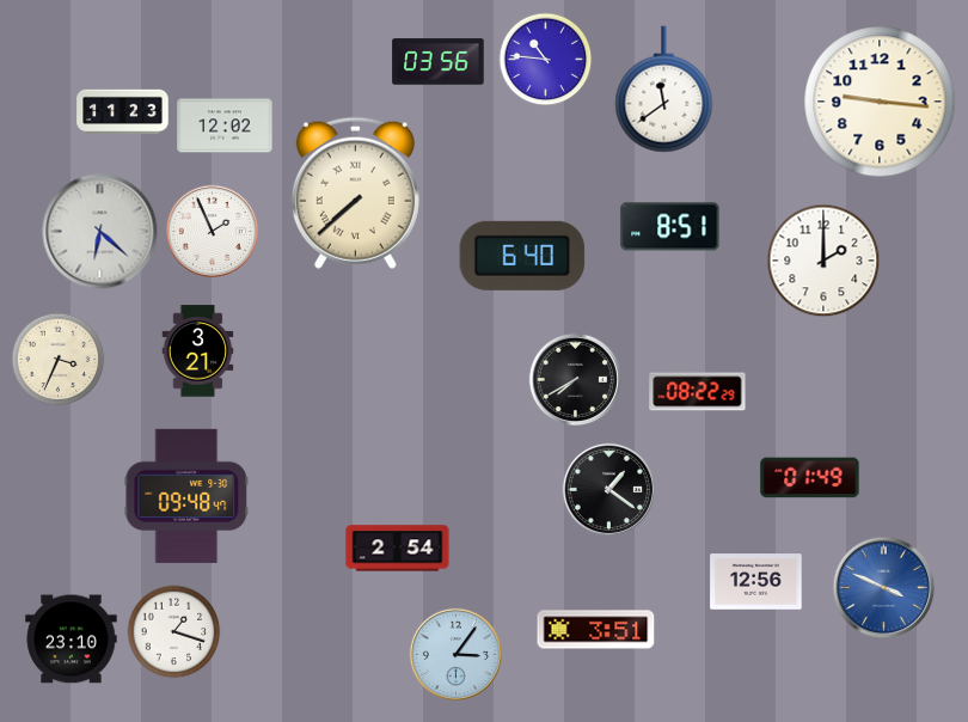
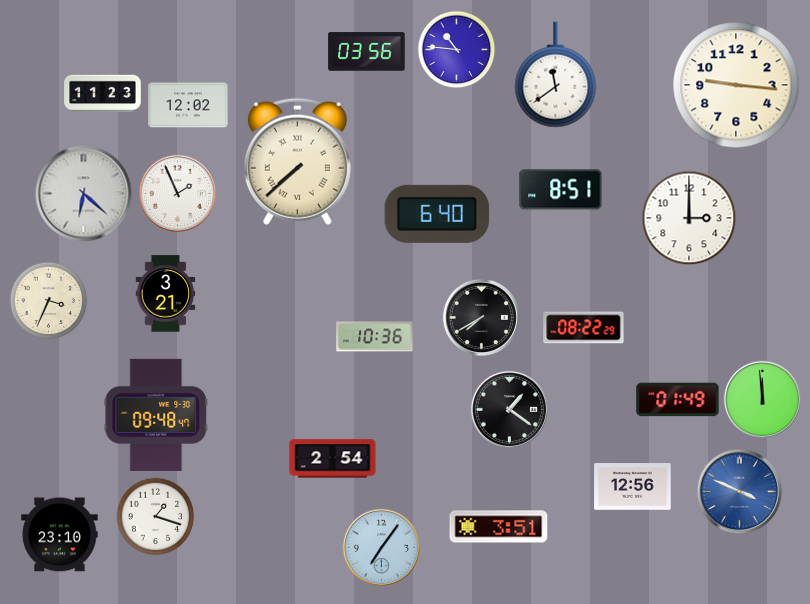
clock at (823, 261): 2:00 -> 3:00
clock at (375, 337): none -> 10:36
clock at (762, 399): none -> 11:59
clock at (173, 631) position: (173, 631) -> (155, 516)
clock at (455, 654): 3:06 -> 7:06
